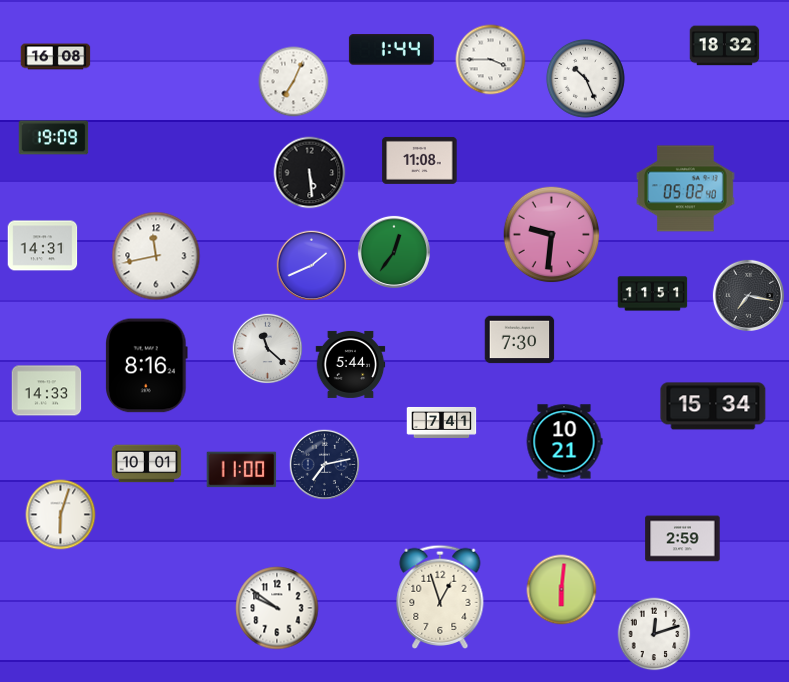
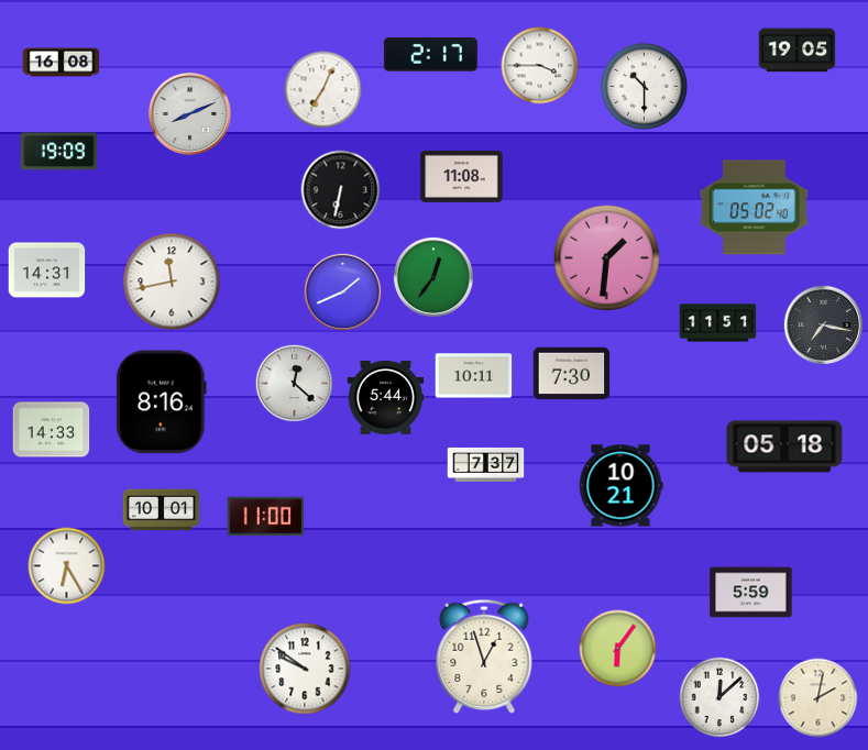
clock at (725, 46): 18:32 -> 19:05
clock at (391, 50): 1:44 -> 2:17
clock at (585, 78): 10:26 -> 10:30
clock at (189, 113): none -> 8:11
clock at (310, 173): 5:29 -> 6:32
clock at (552, 235): 9:31 -> 1:31
clock at (474, 376): none -> 10:11
clock at (268, 349): 11:22 -> 12:22
clock at (351, 364) position: (351, 364) -> (386, 397)
clock at (713, 406): 15:34 -> 05:18
clock at (442, 422): 7:41 -> 7:37
clock at (325, 465): 7:13 -> none
clock at (61, 515): 6:03 -> 6:25
clock at (683, 539): 2:59 -> 5:59
clock at (562, 590): 6:01 -> 6:06
clock at (654, 634): 12:12 -> 12:08
clock at (818, 698): none -> 2:02
